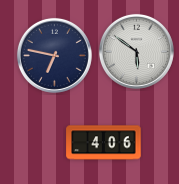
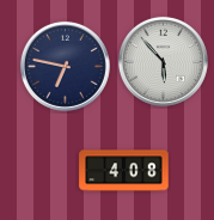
clock at (136, 51): 5:51 -> 5:53
clock at (104, 143): 4:06 -> 4:08
